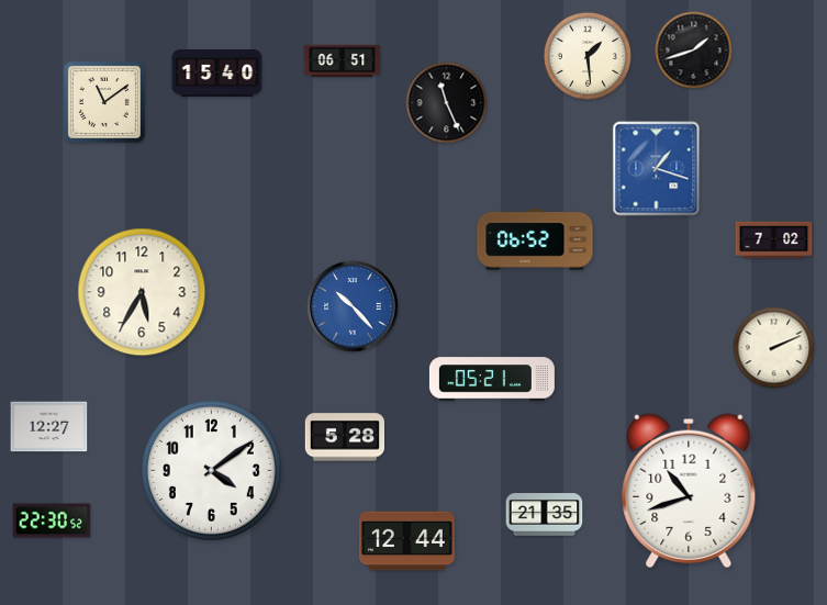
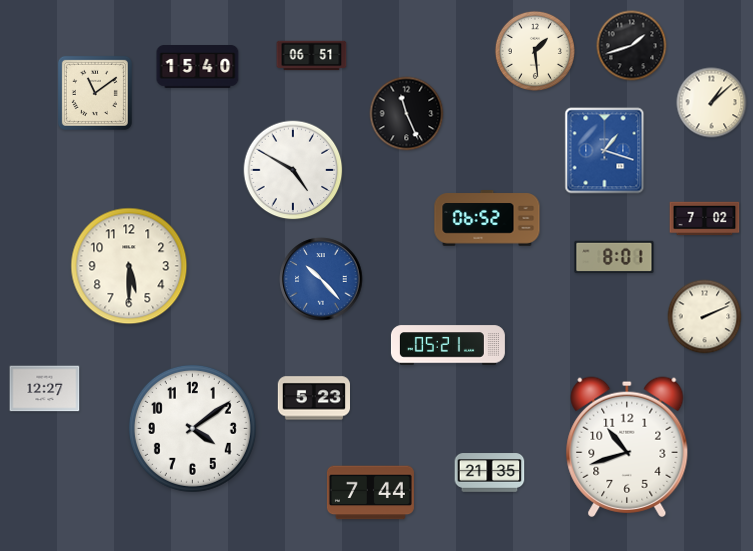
clock at (447, 103) position: (447, 103) -> (407, 114)
clock at (712, 103): none -> 1:08
clock at (657, 169) position: (657, 169) -> (605, 151)
clock at (293, 170): none -> 4:50
clock at (614, 257): none -> 8:01
clock at (142, 292): 5:35 -> 5:30
clock at (344, 437): 5:28 -> 5:23
clock at (545, 515) position: (545, 515) -> (490, 473)
clock at (52, 520): 22:30 -> none
clock at (406, 541): 12:44 -> 7:44
